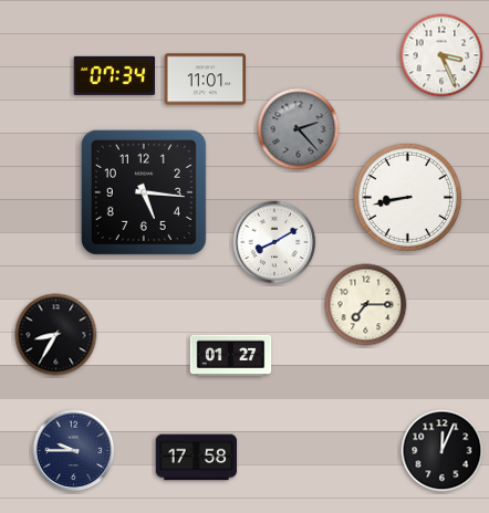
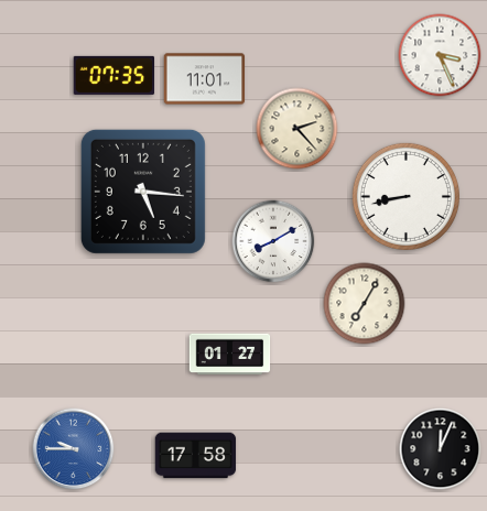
clock at (115, 75): 07:34 -> 07:35
clock at (299, 129) dial: grey -> cream
clock at (366, 305): 7:15 -> 7:05
clock at (56, 335): 8:35 -> none
clock at (74, 451) dial: navy -> blue
